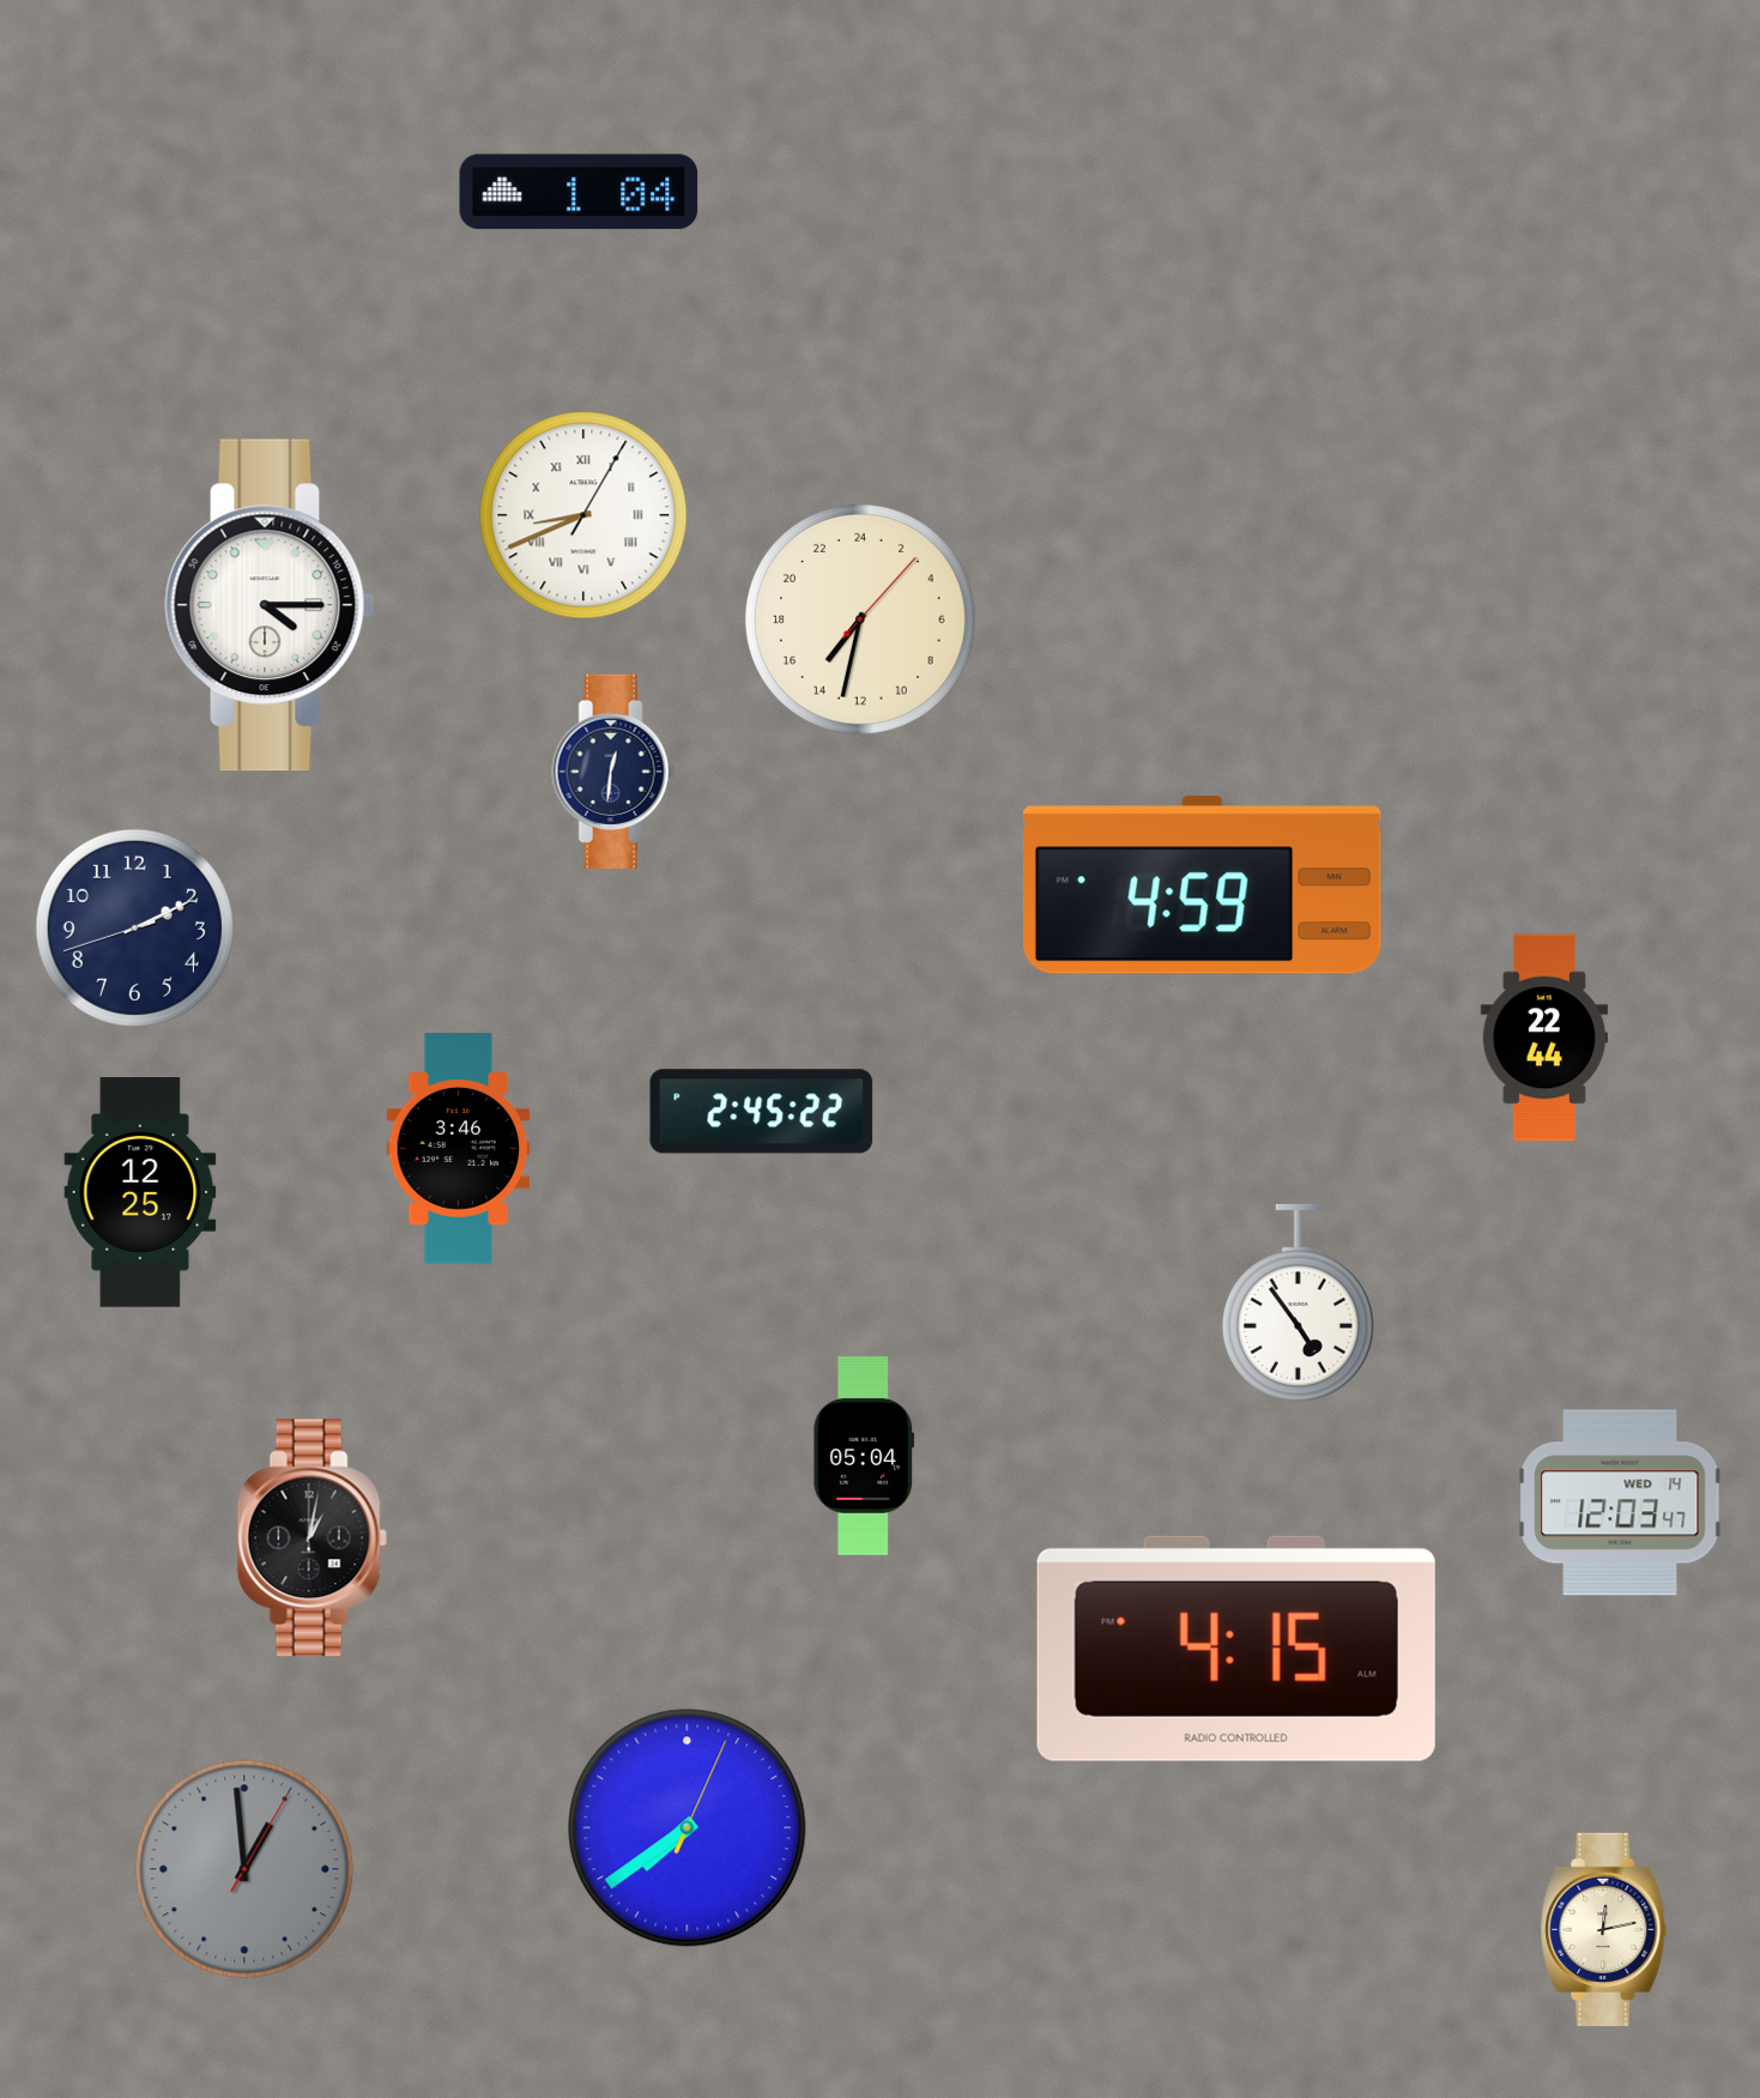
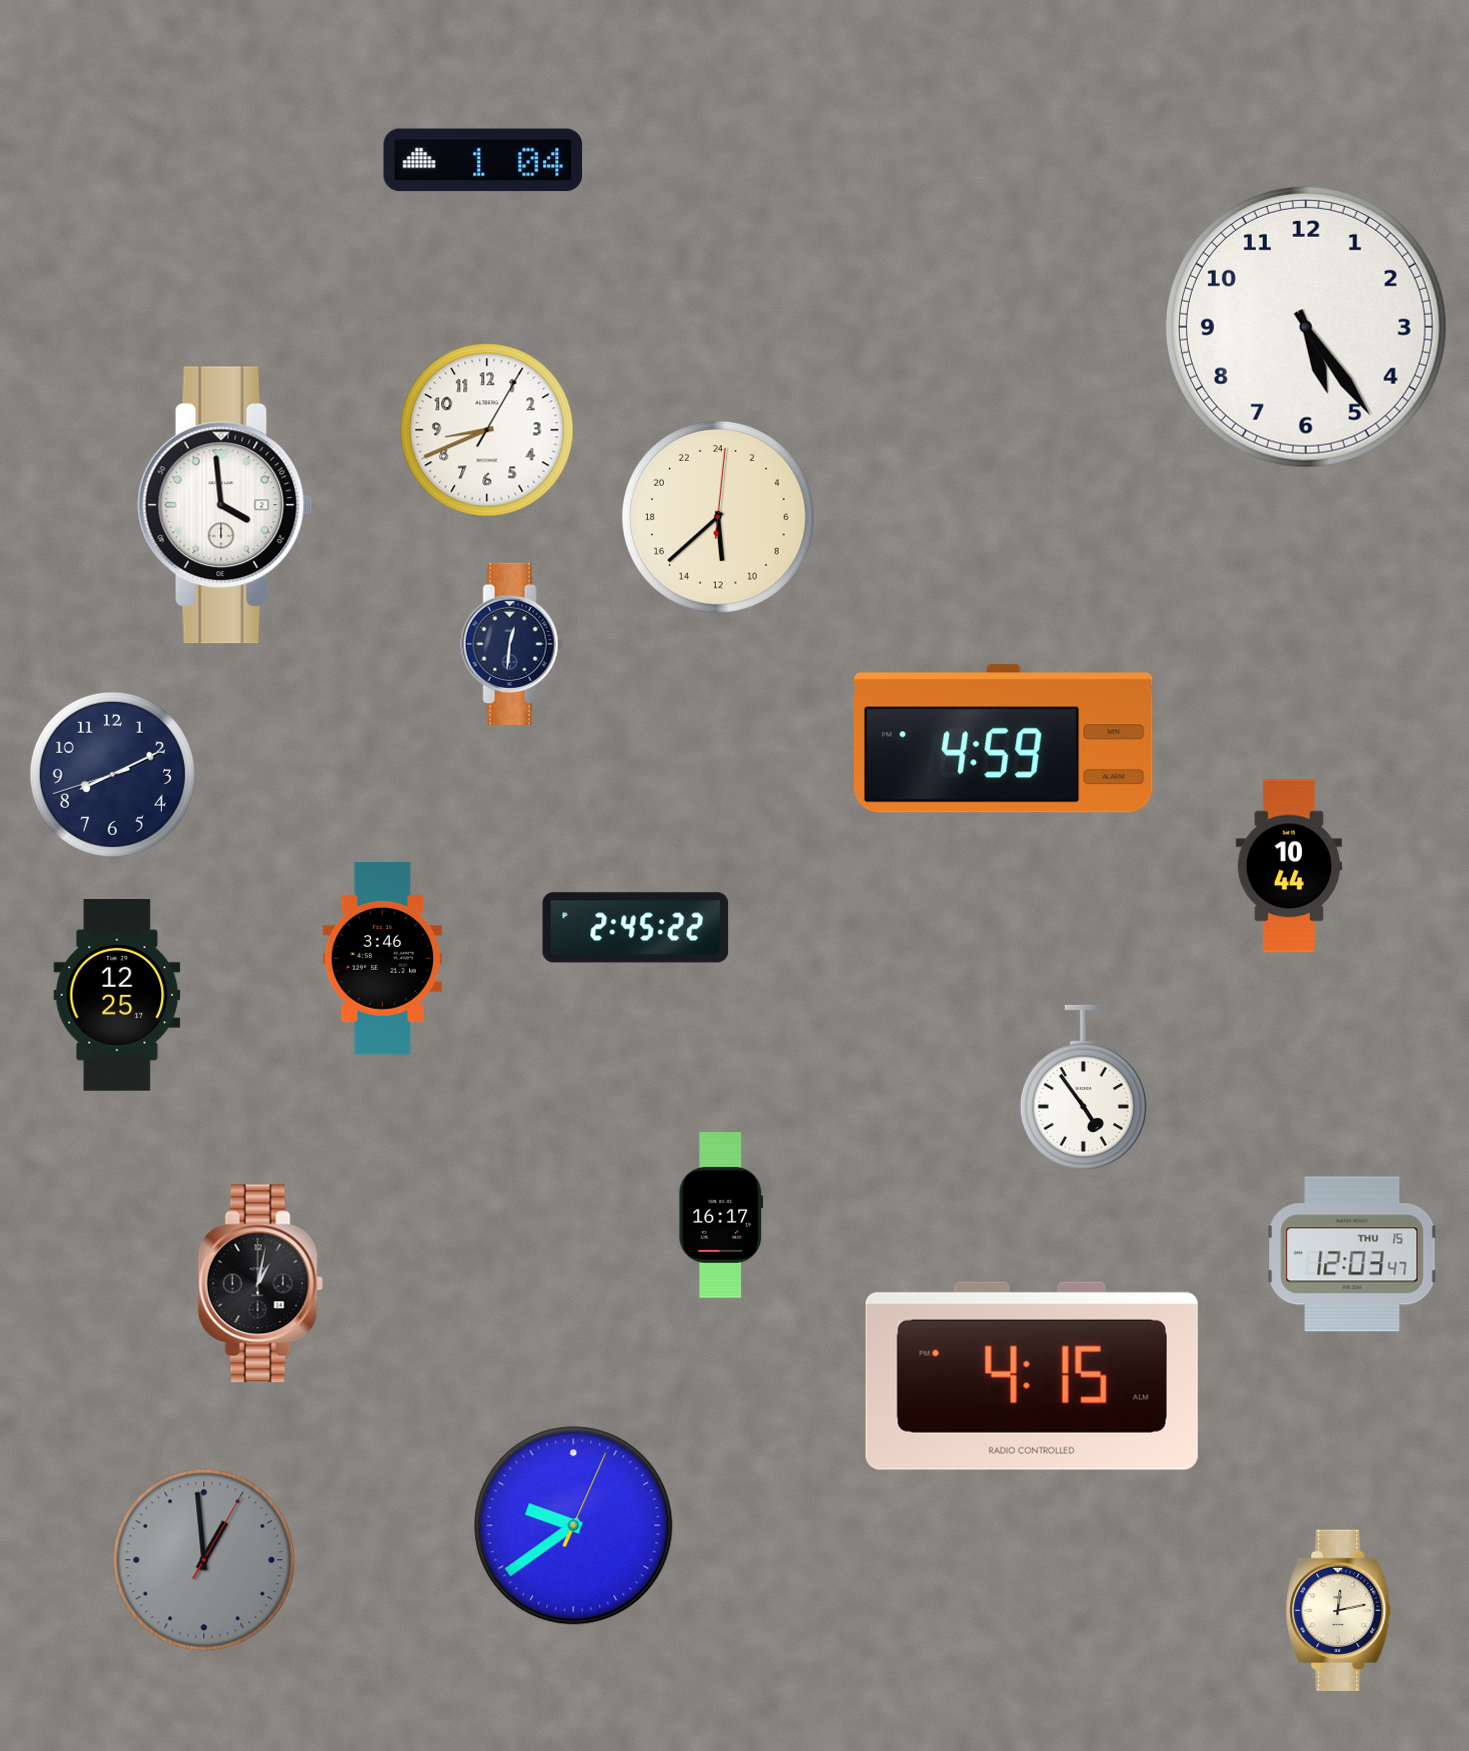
clock at (1306, 327): none -> 5:24
clock at (583, 515) numerals: Roman -> Arabic
clock at (270, 605): 4:15 -> 3:59
clock at (860, 619): 14:32 -> 11:38
clock at (134, 927): 2:10 -> 8:10
clock at (1543, 1038): 22:44 -> 10:44
clock at (864, 1456): 05:04 -> 16:17
clock at (1620, 1503) date: WED 14 -> THU 15
clock at (688, 1828): 7:39 -> 9:39
